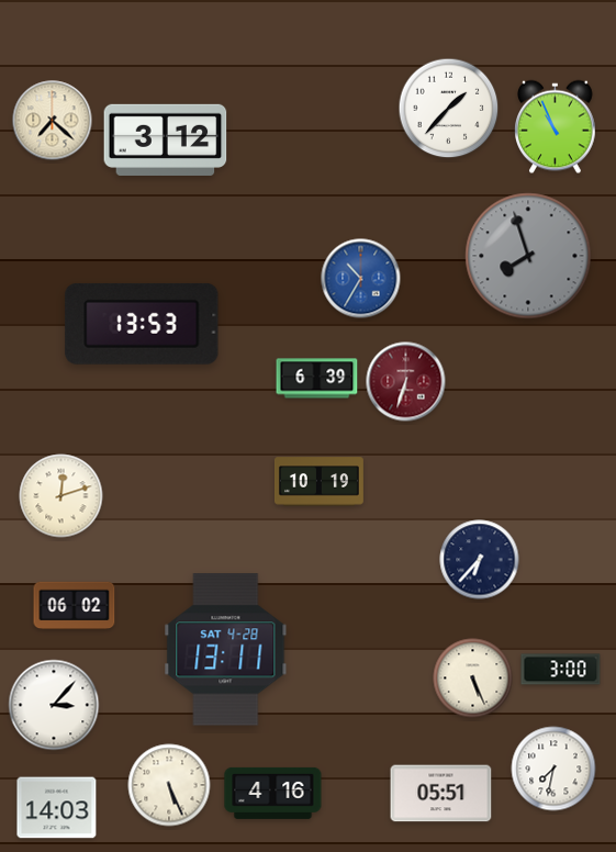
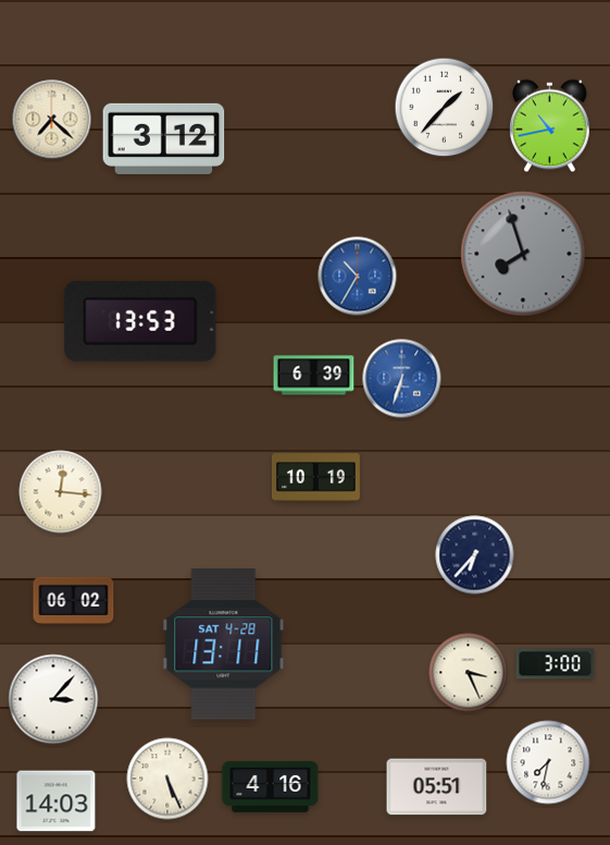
clock at (556, 127): 10:56 -> 10:43
clock at (406, 382) dial: burgundy -> blue
clock at (61, 496): 12:12 -> 12:16
clock at (473, 679): 5:26 -> 3:26
